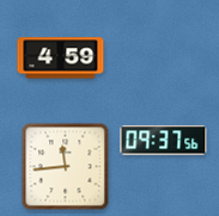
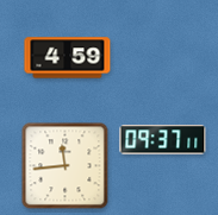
clock at (61, 58) position: (61, 58) -> (68, 58)
clock at (164, 141): 09:37:56 -> 09:37:11
